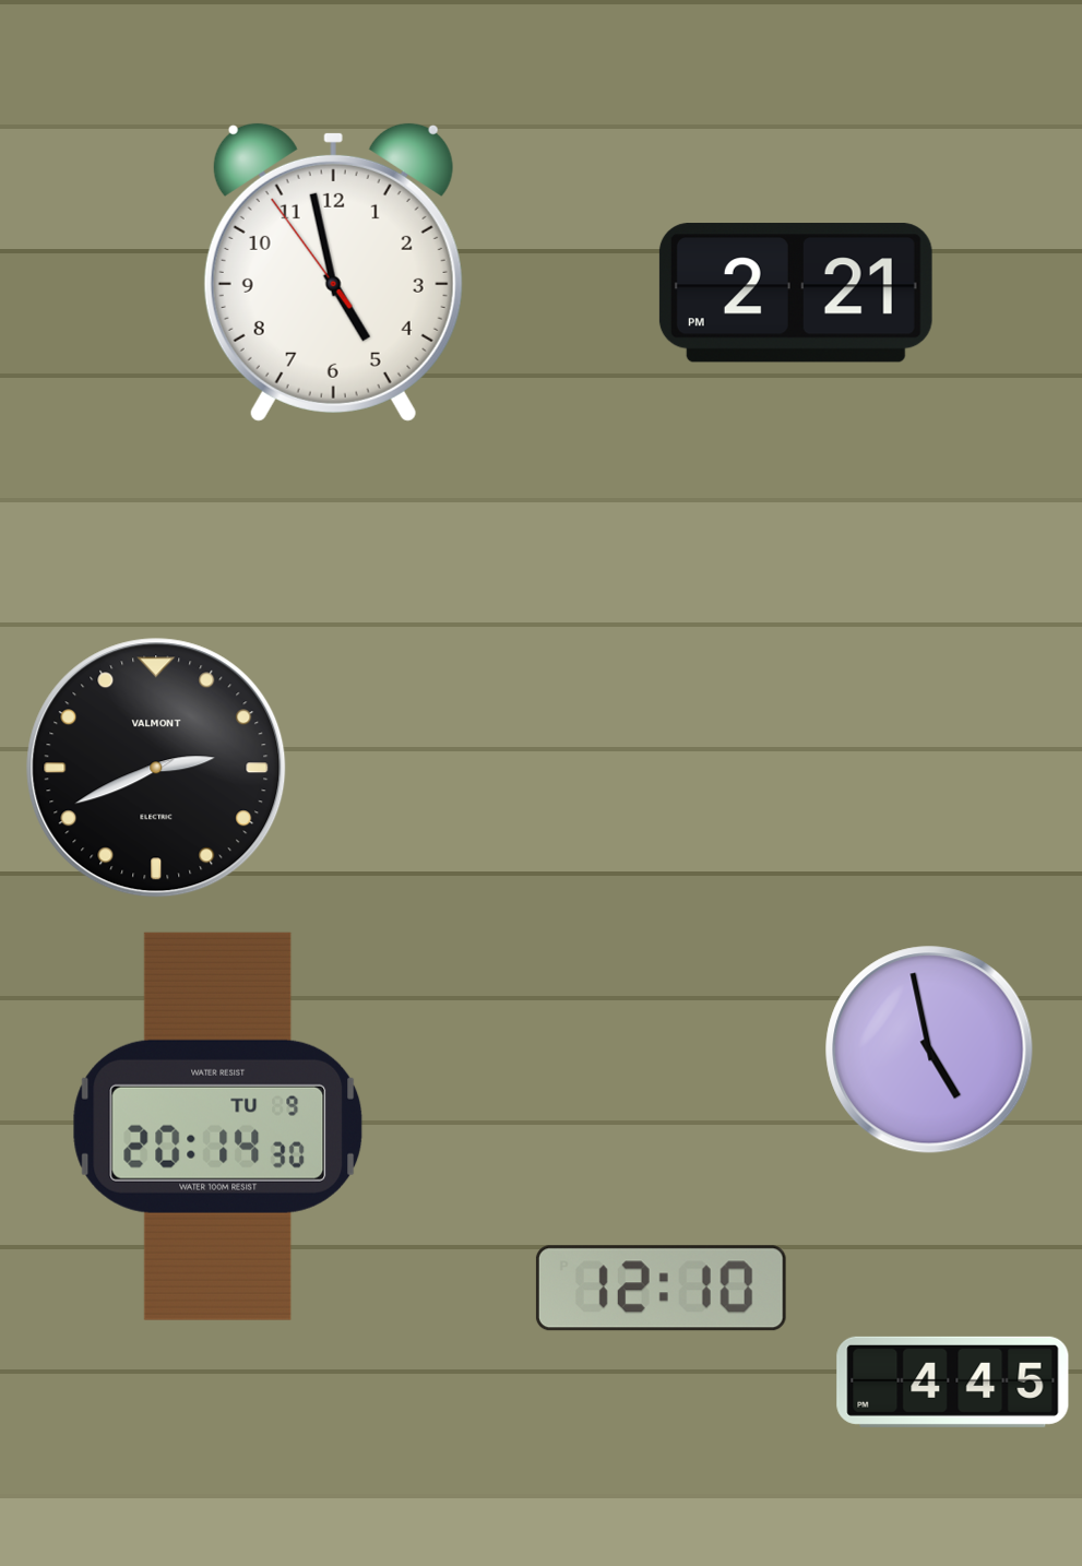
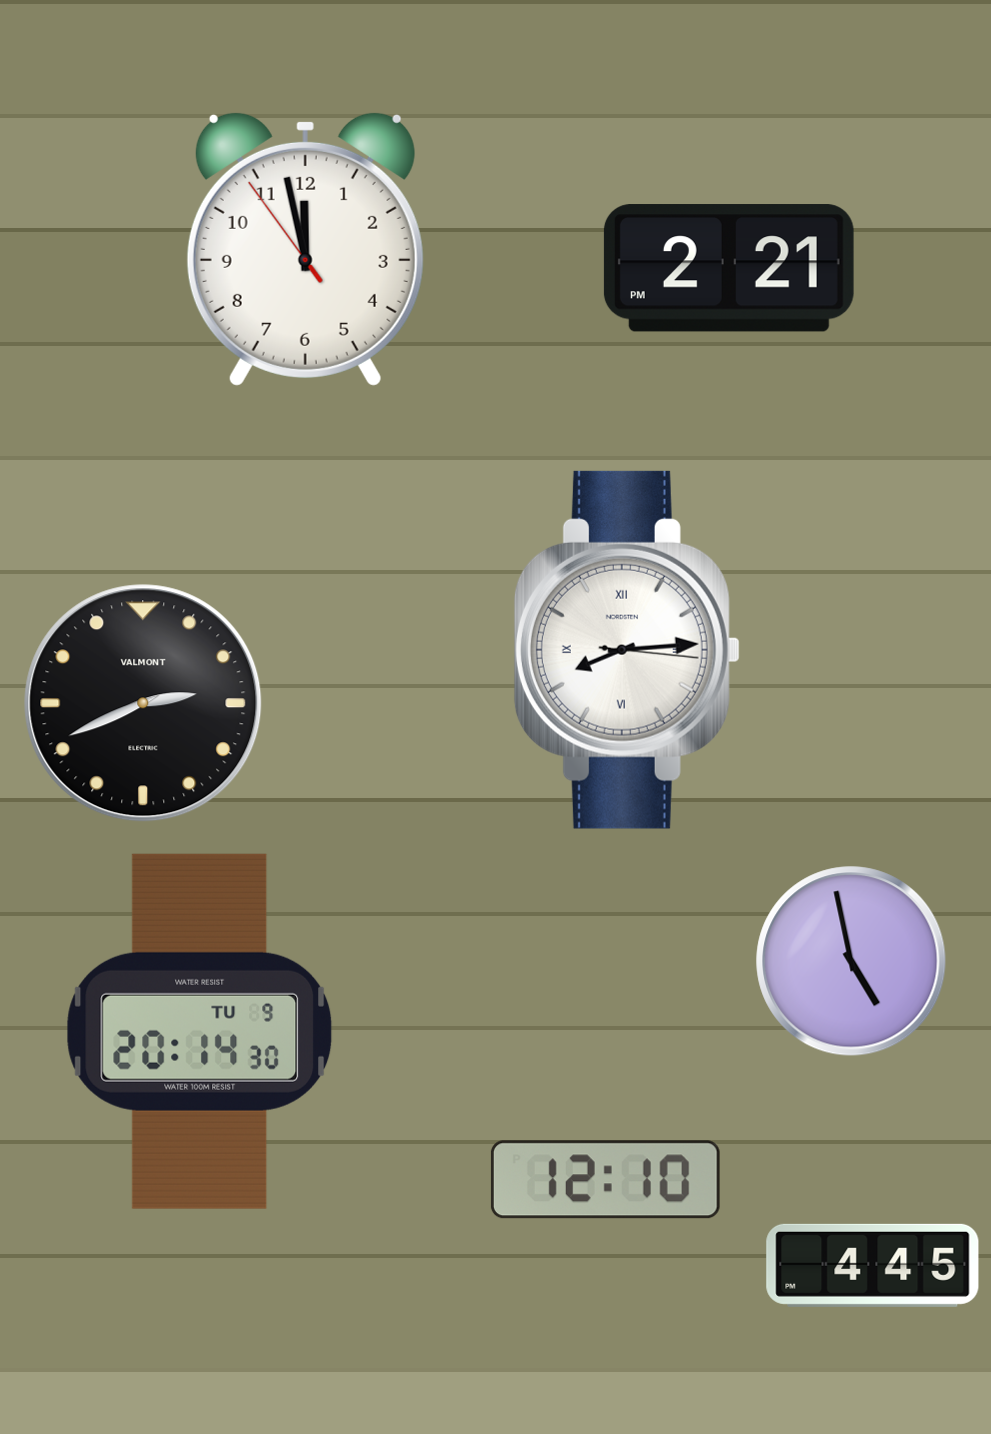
clock at (333, 272): 4:57 -> 11:57
clock at (627, 650): none -> 8:14
